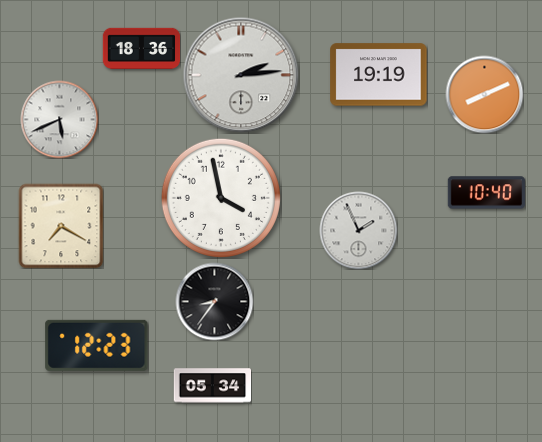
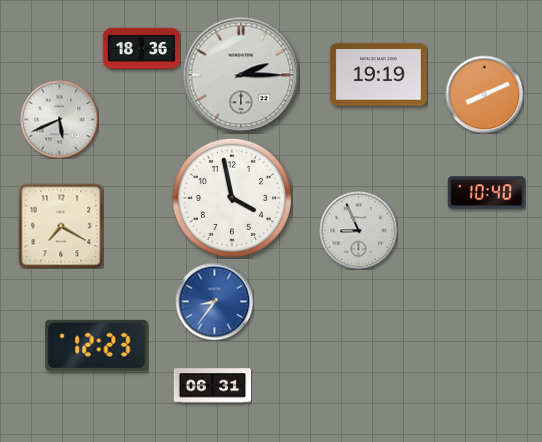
clock at (241, 75): 2:14 -> 2:15
clock at (221, 198) position: (221, 198) -> (232, 198)
clock at (358, 230): 1:56 -> 8:56
clock at (214, 301) dial: black -> blue
clock at (212, 386): 05:34 -> 06:31
